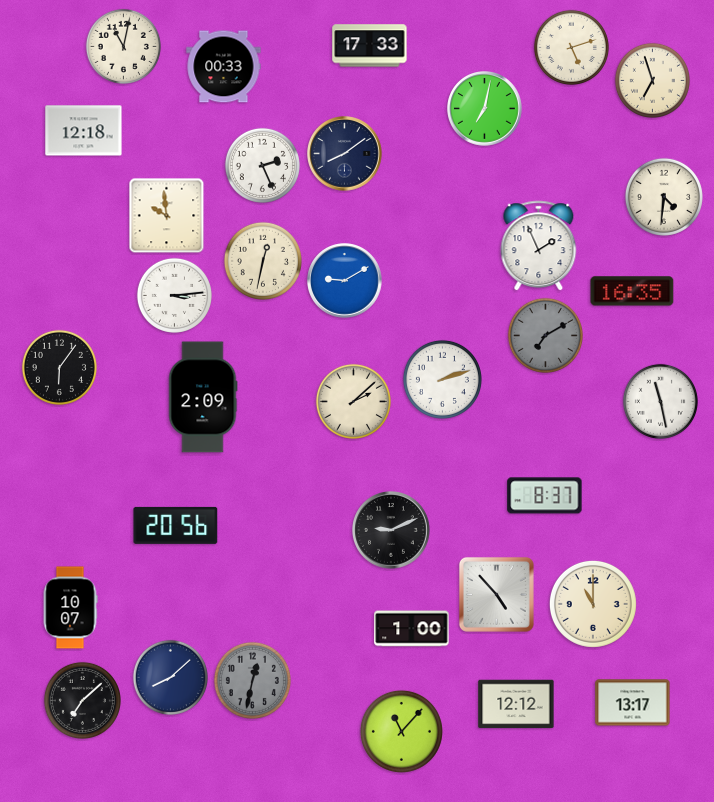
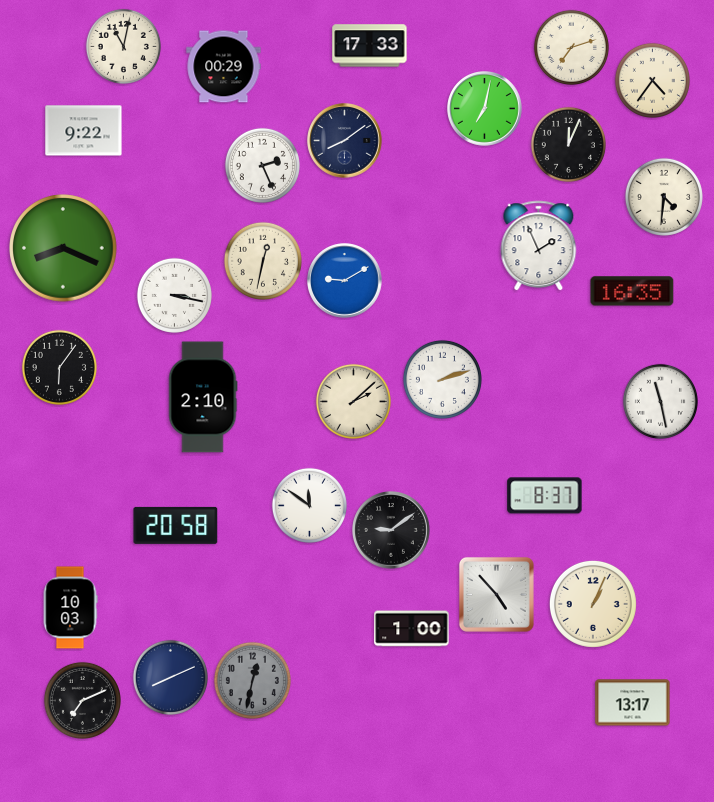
clock at (571, 47): 5:12 -> 7:12
clock at (224, 67): 00:33 -> 00:29
clock at (652, 80): 6:57 -> 4:36
clock at (84, 131): 12:18 -> 9:22
clock at (568, 144): none -> 12:04
clock at (345, 154) position: (345, 154) -> (345, 141)
clock at (167, 216): 9:59 -> none
clock at (63, 248): none -> 8:19
clock at (174, 295): 3:14 -> 3:17
clock at (545, 335): 7:10 -> none
clock at (203, 397): 2:09 -> 2:10
clock at (309, 505): none -> 11:51
clock at (176, 525): 20:56 -> 20:58
clock at (392, 531): 9:11 -> 9:09
clock at (593, 604): 11:00 -> 1:04
clock at (70, 608): 10:07 -> 10:03
clock at (170, 677): 8:08 -> 8:11
clock at (82, 700): 7:08 -> 7:11
clock at (516, 704): 12:12 -> none
clock at (401, 731): 11:07 -> none
